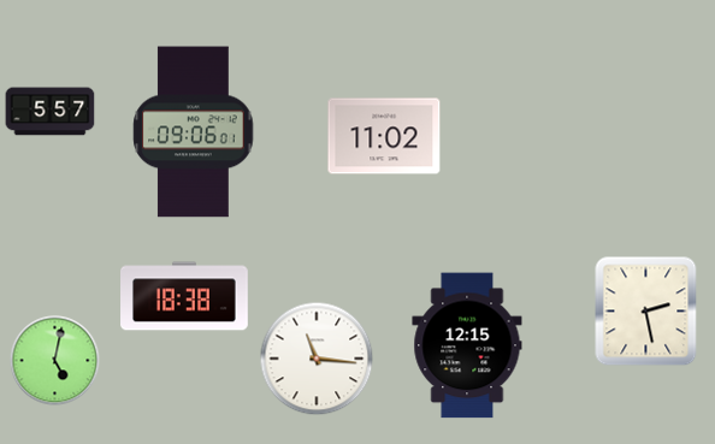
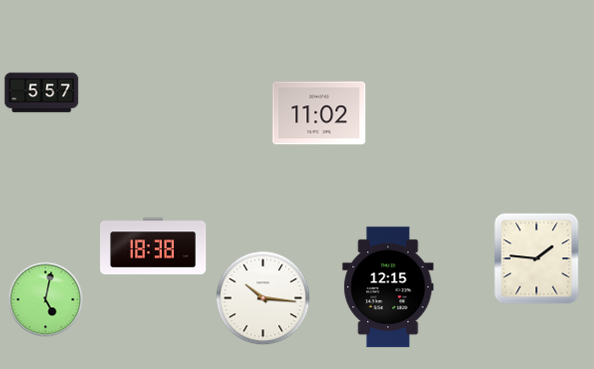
clock at (194, 132): 09:06 -> none
clock at (646, 312): 2:28 -> 1:46
clock at (317, 359): 11:16 -> 10:16
